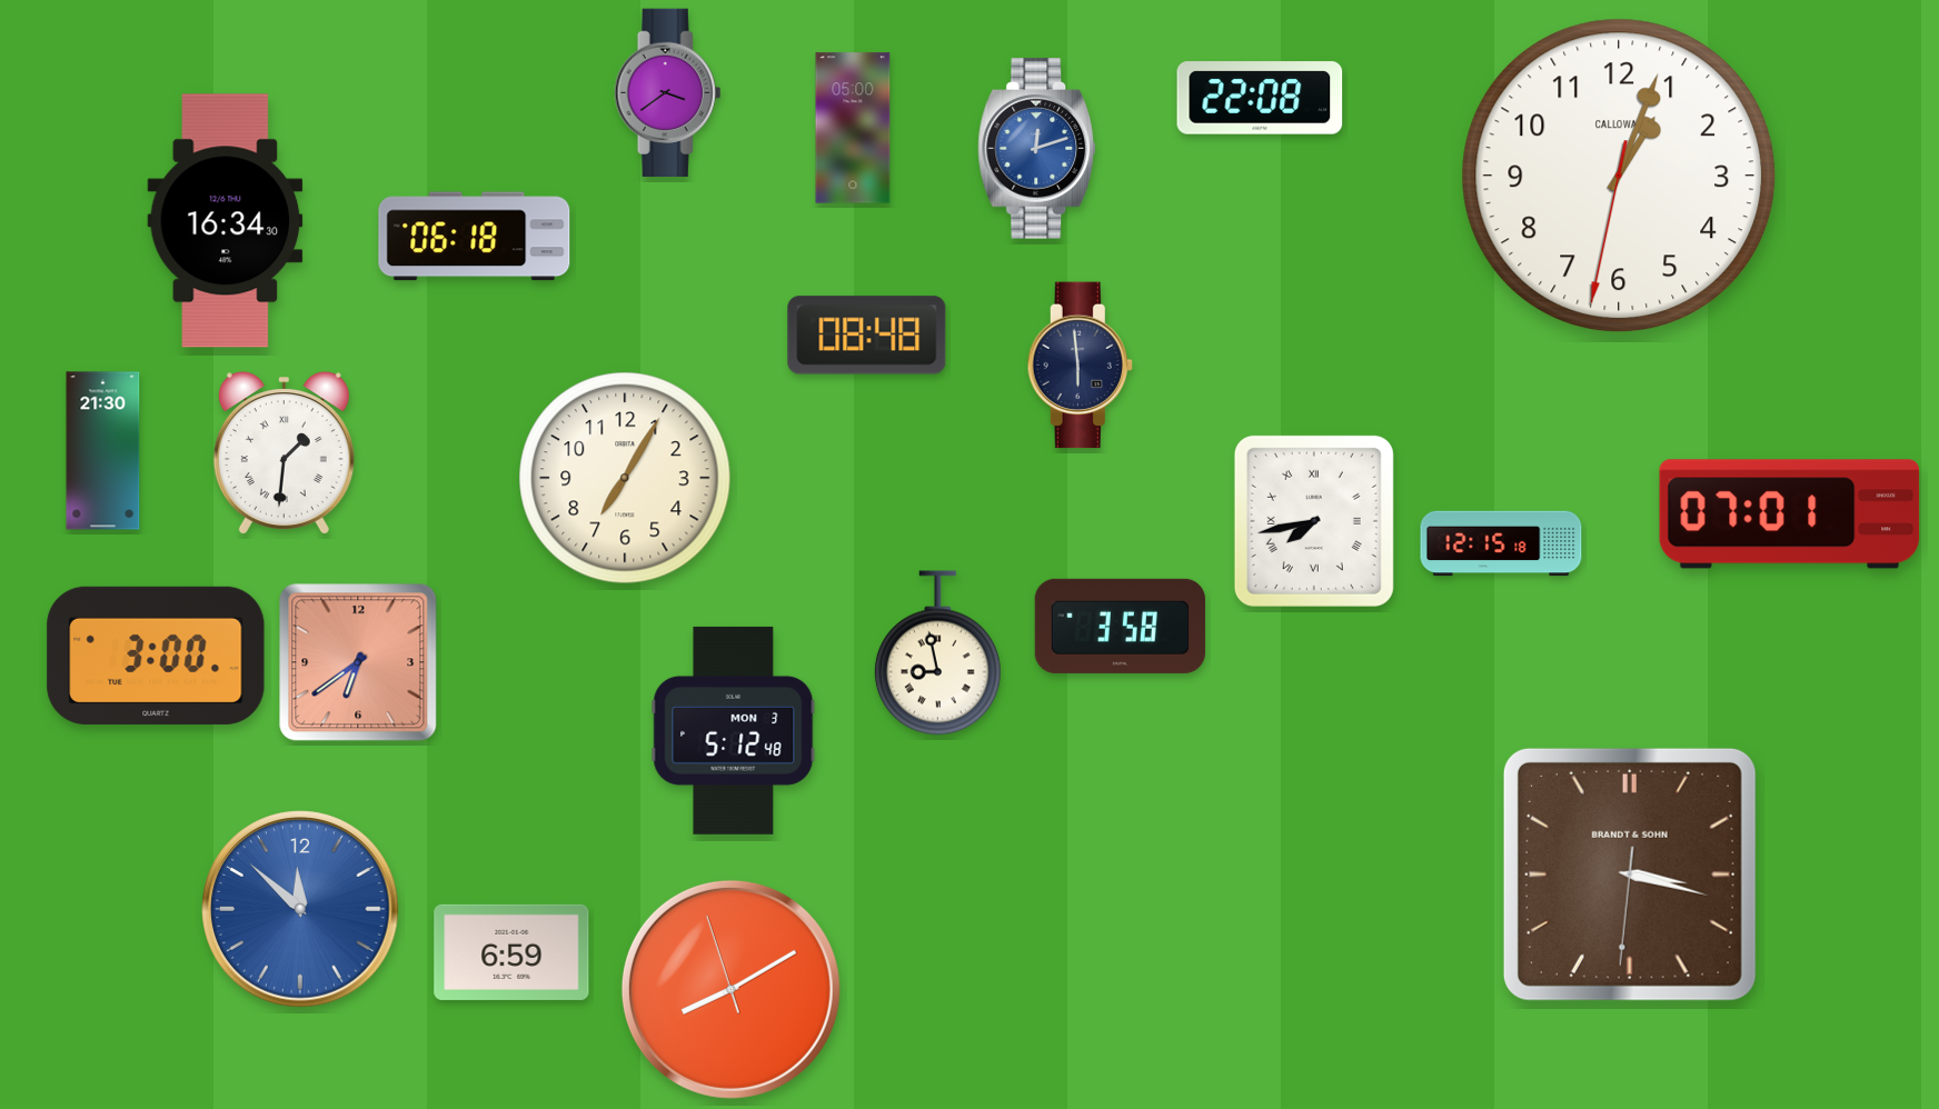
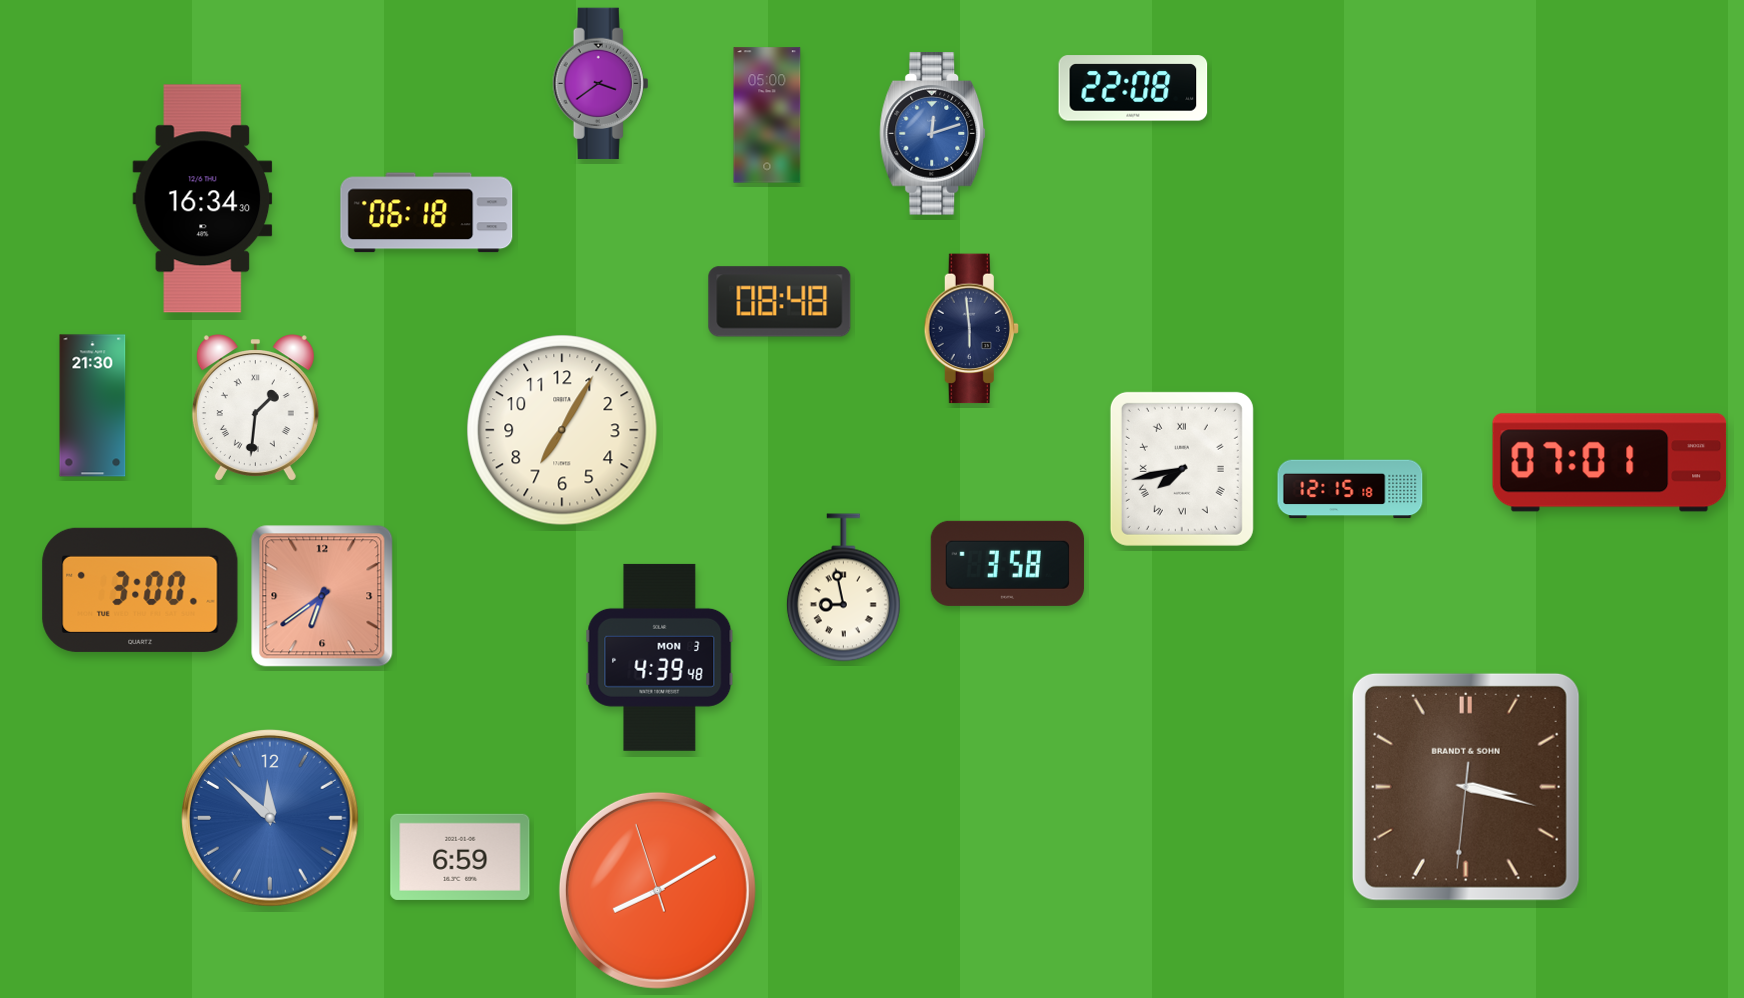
clock at (1619, 176): 1:03 -> none
clock at (734, 730): 5:12 -> 4:39
